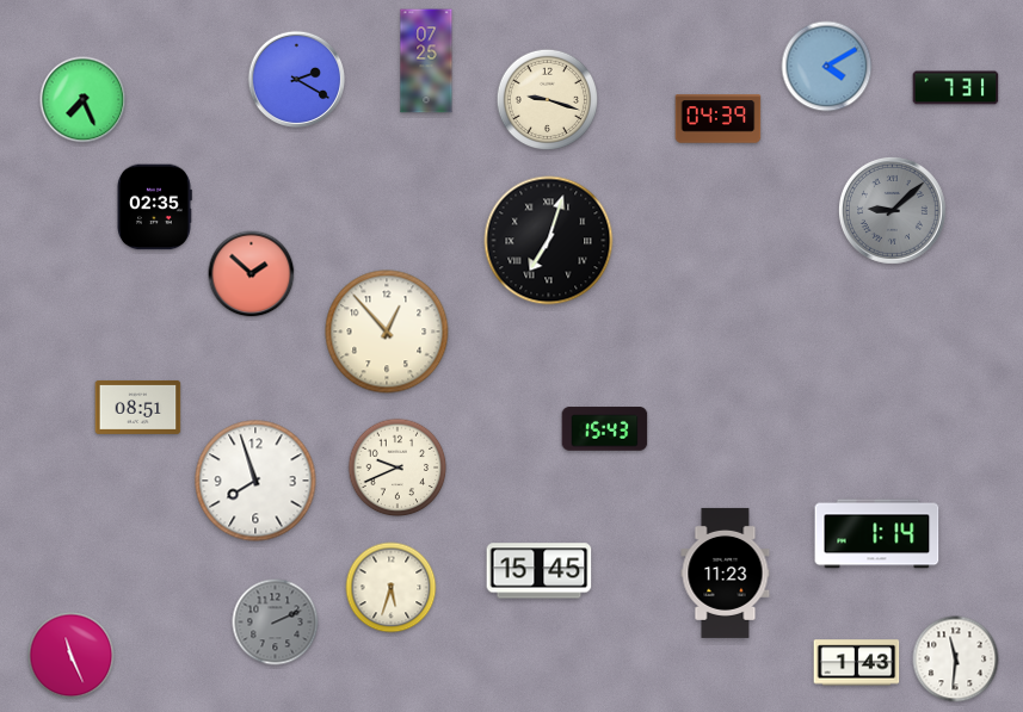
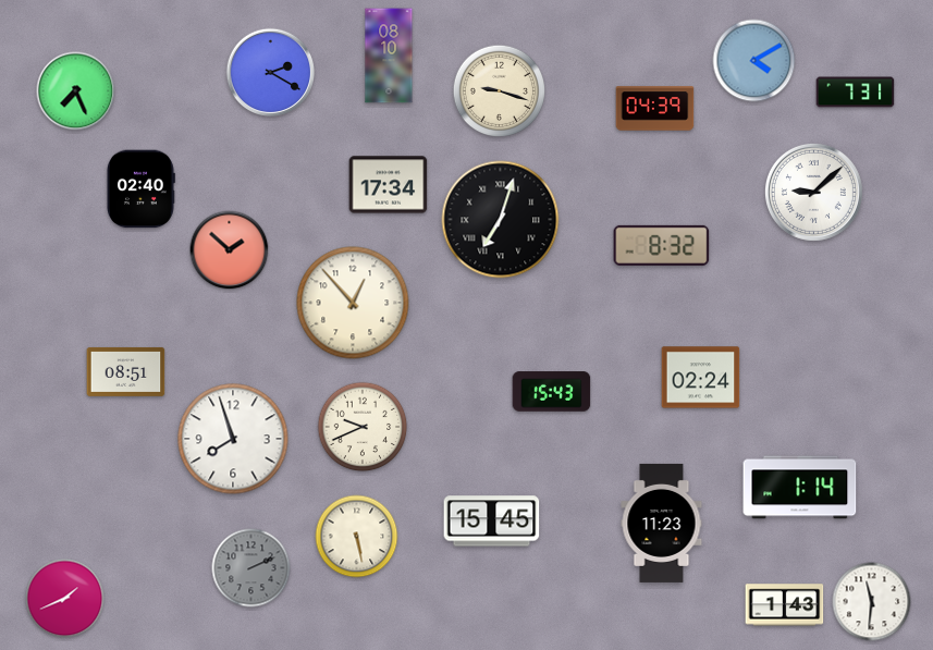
clock at (426, 61): 07:25 -> 08:10
clock at (956, 88) position: (956, 88) -> (856, 93)
clock at (389, 185): none -> 17:34
clock at (154, 208): 02:35 -> 02:40
clock at (892, 210) dial: grey -> white
clock at (662, 245): none -> 8:32
clock at (701, 378): none -> 02:24
clock at (392, 588): 5:33 -> 5:28
clock at (72, 656): 11:26 -> 1:41
clock at (857, 663) position: (857, 663) -> (785, 605)
